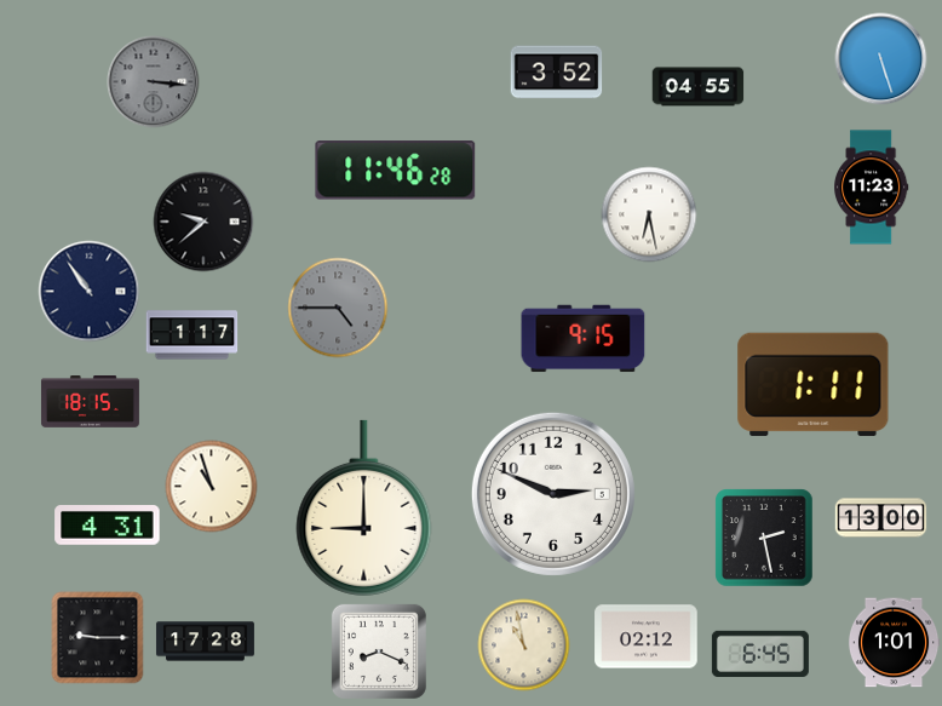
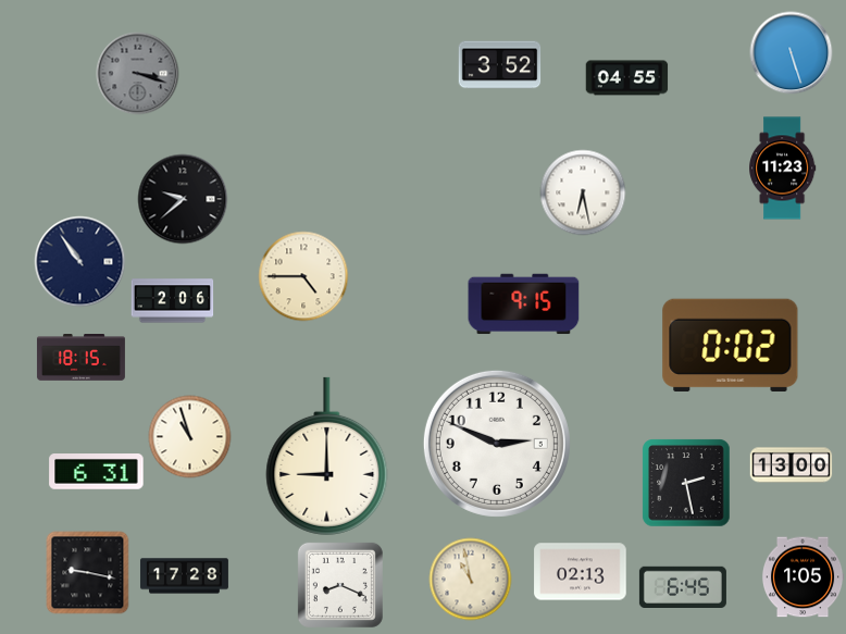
clock at (154, 82): 3:16 -> 3:18
clock at (396, 171): 11:46 -> none
clock at (338, 308) dial: grey -> cream
clock at (193, 335): 1:17 -> 2:06
clock at (814, 384): 1:11 -> 0:02
clock at (90, 402) position: (90, 402) -> (80, 358)
clock at (108, 526): 4:31 -> 6:31
clock at (647, 637): 02:12 -> 02:13
clock at (98, 638): 9:15 -> 9:17
clock at (894, 643): 1:01 -> 1:05
